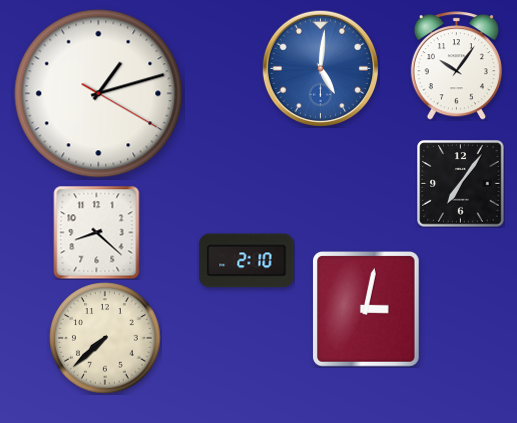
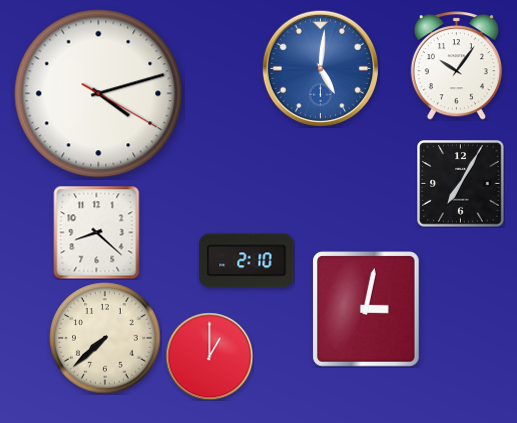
clock at (99, 94): 1:12 -> 4:12
clock at (461, 184): 7:06 -> 7:05
clock at (209, 356): none -> 1:00
